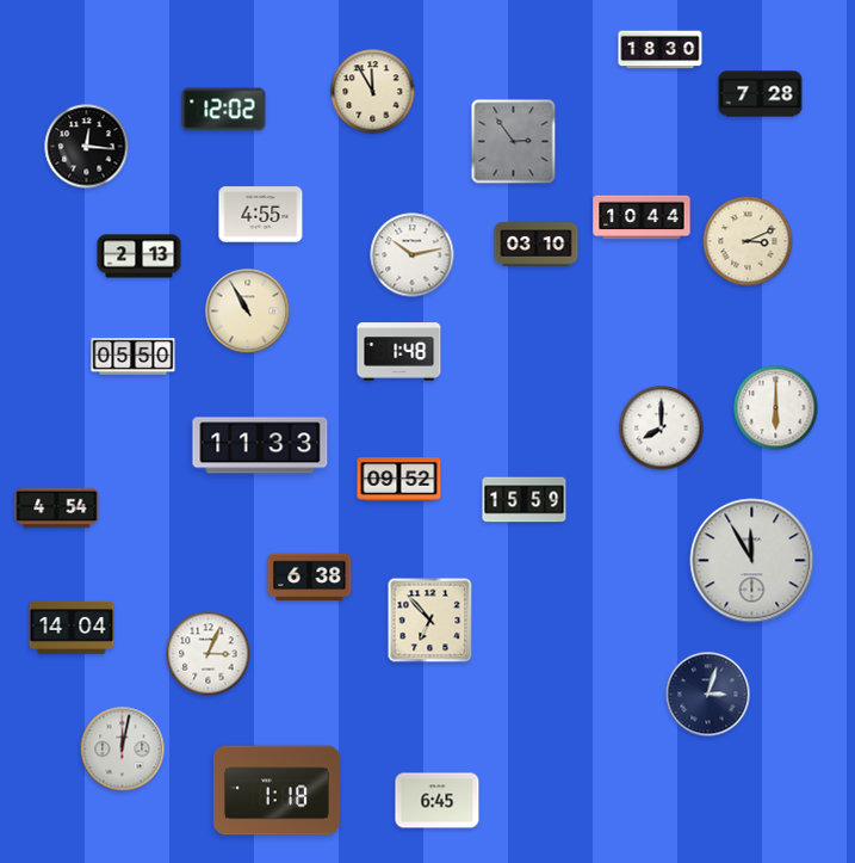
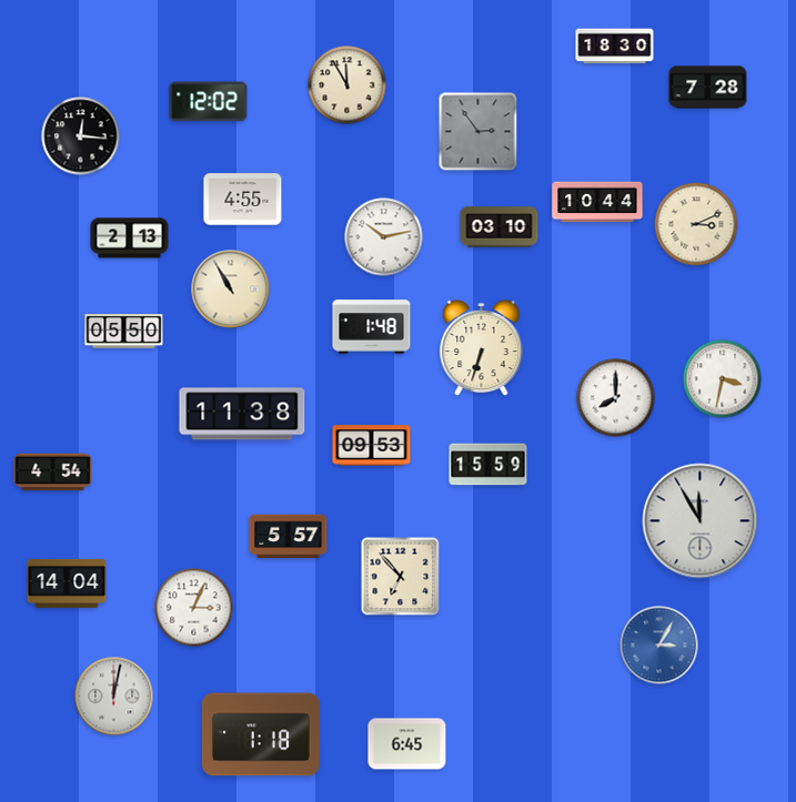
clock at (482, 348): none -> 6:33
clock at (776, 408): 6:00 -> 3:32
clock at (260, 445): 11:33 -> 11:38
clock at (399, 480): 09:52 -> 09:53
clock at (310, 578): 6:38 -> 5:57
clock at (708, 695): 3:03 -> 3:05
clock at (708, 695) dial: navy -> blue
clock at (277, 790) position: (277, 790) -> (261, 734)
